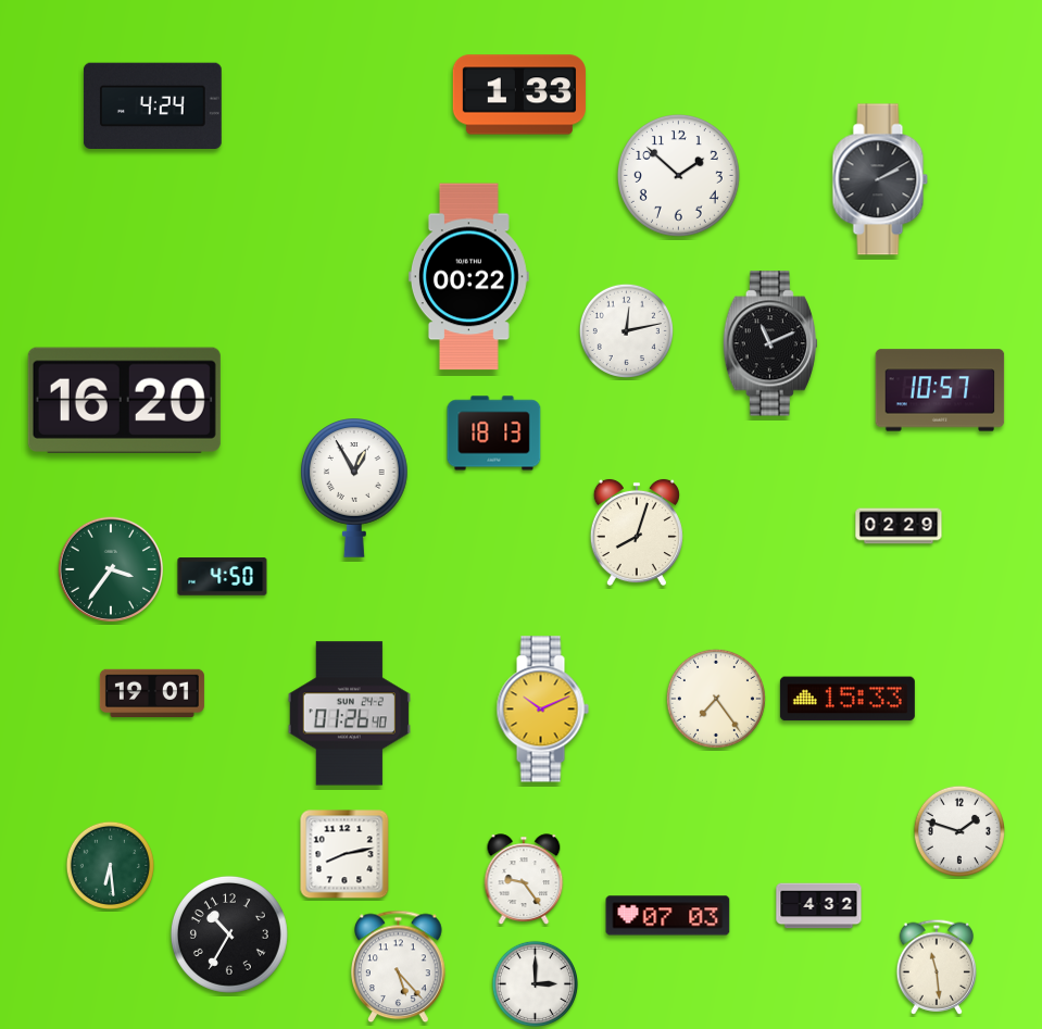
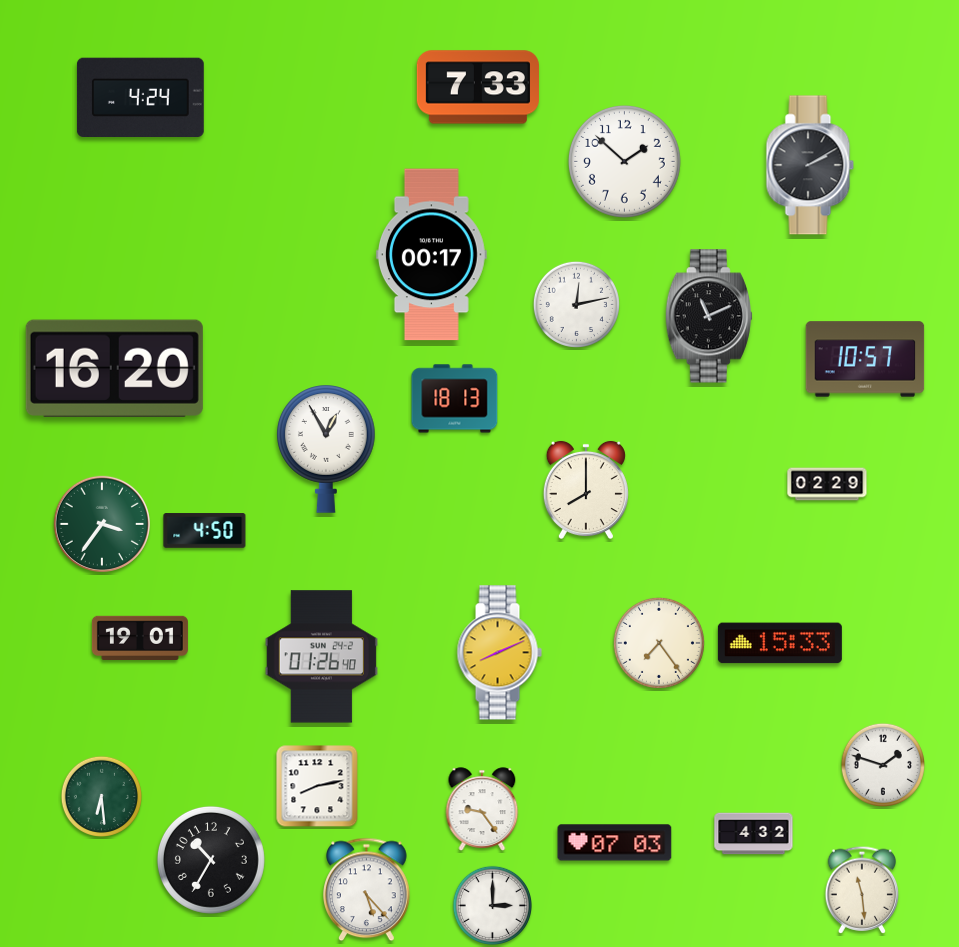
clock at (519, 95): 1:33 -> 7:33
clock at (468, 277): 00:22 -> 00:17
clock at (637, 532): 8:03 -> 8:00
clock at (542, 710): 10:11 -> 8:11
